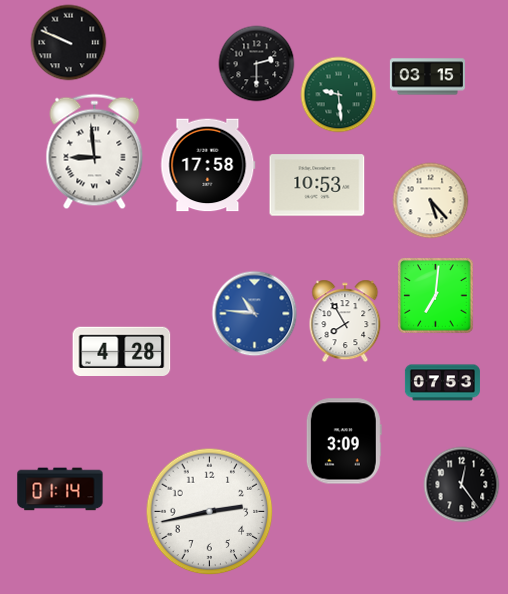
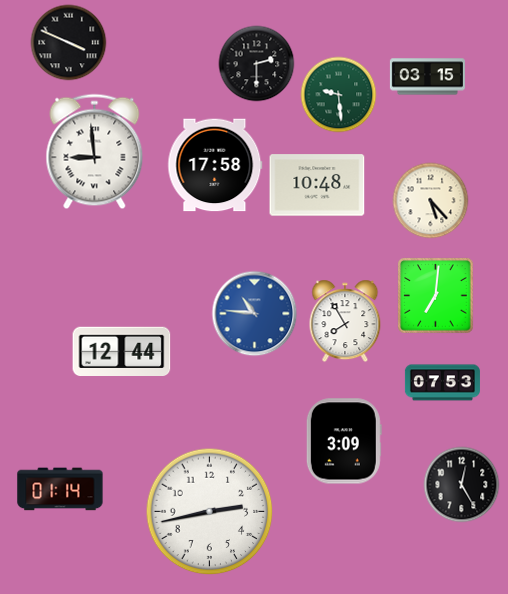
clock at (69, 43): 9:49 -> 3:49
clock at (208, 165) position: (208, 165) -> (215, 165)
clock at (317, 185): 10:53 -> 10:48
clock at (122, 351): 4:28 -> 12:44
clock at (462, 485): 12:24 -> 12:25
